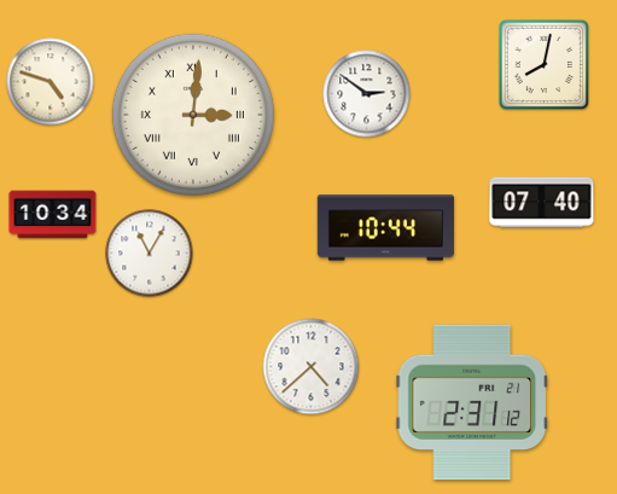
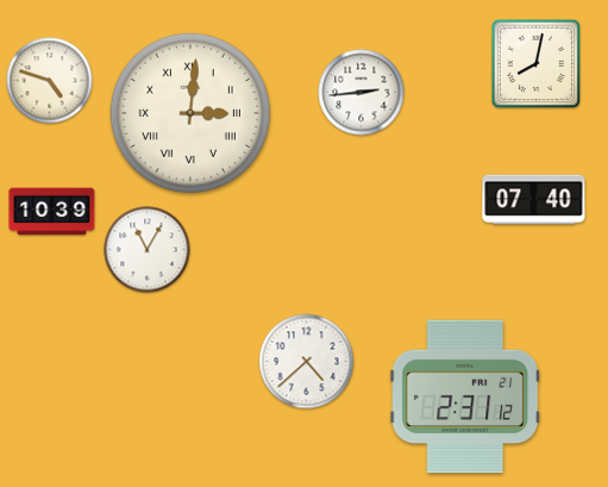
clock at (367, 94): 2:51 -> 2:44
clock at (53, 215): 10:34 -> 10:39
clock at (385, 228): 10:44 -> none
